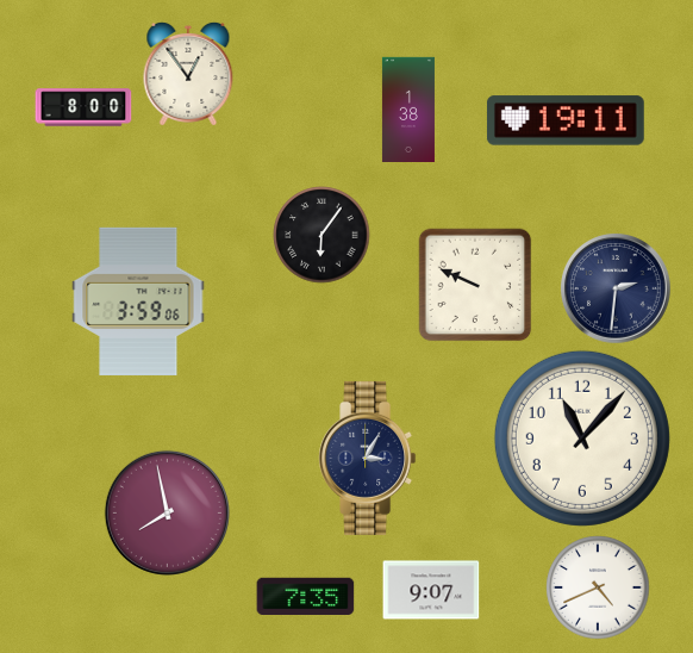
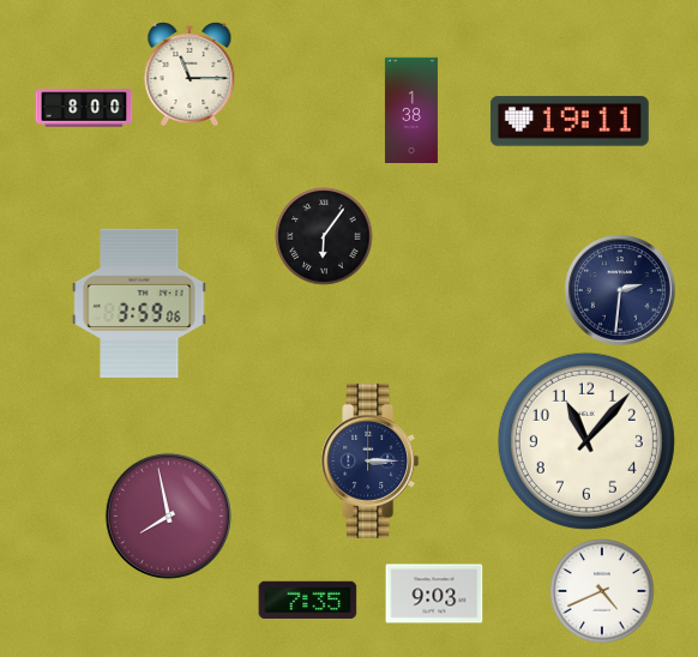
clock at (188, 74): 12:54 -> 11:15
clock at (475, 285): 9:49 -> none
clock at (368, 458): 3:05 -> 3:15
clock at (431, 590): 9:07 -> 9:03
